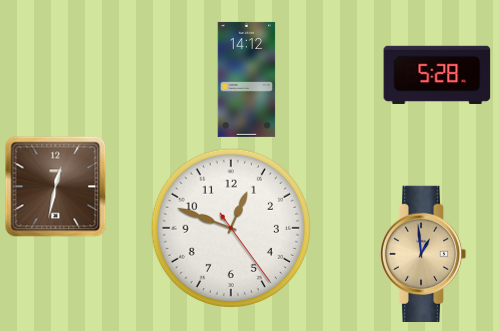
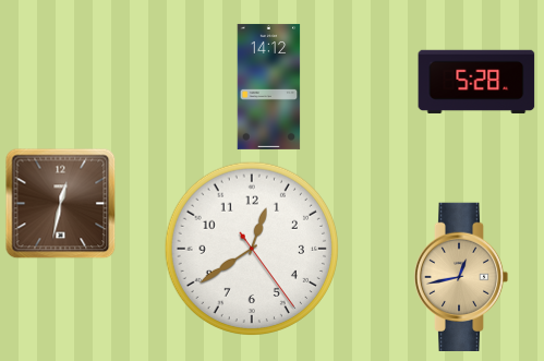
clock at (230, 227): 12:48 -> 12:39
clock at (423, 253): 12:59 -> 12:43
